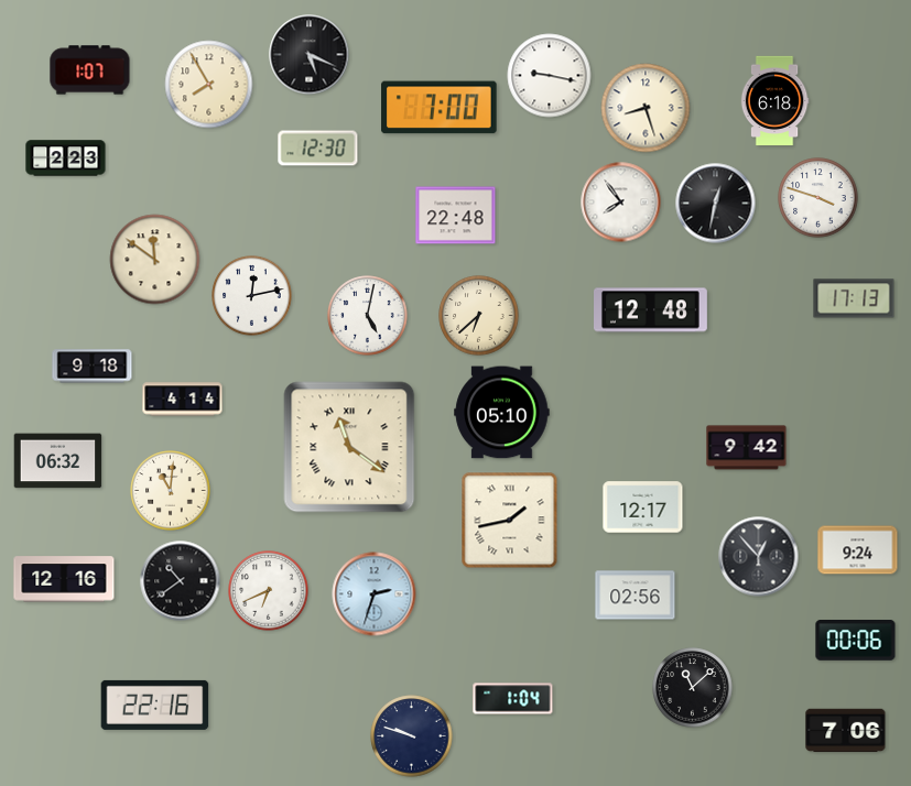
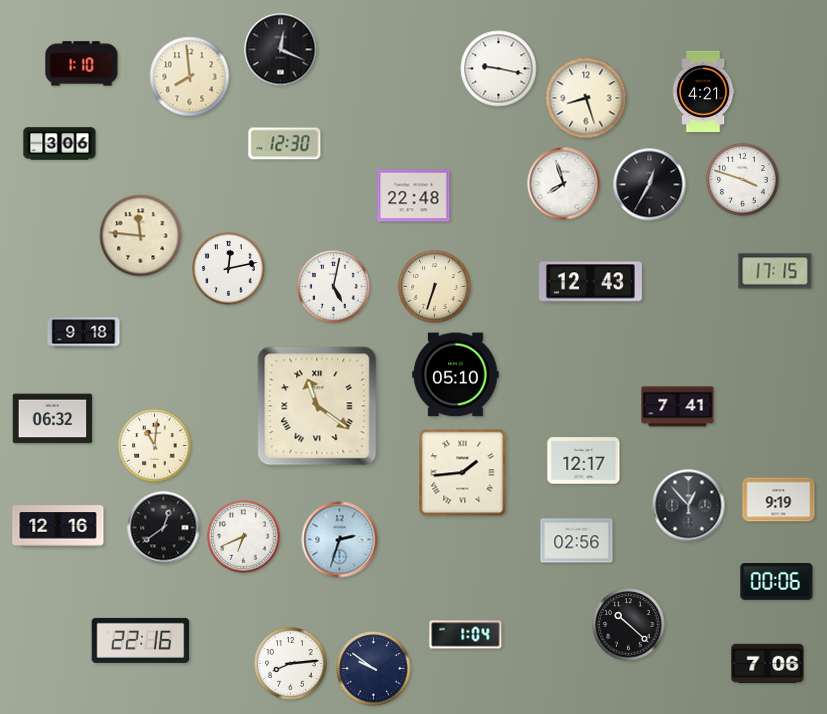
clock at (310, 55): 5:19 -> 12:19
clock at (90, 70): 1:07 -> 1:10
clock at (209, 85): 7:55 -> 7:59
clock at (774, 101): 6:18 -> 4:21
clock at (440, 108): 7:00 -> none
clock at (318, 149) position: (318, 149) -> (285, 144)
clock at (66, 159): 2:23 -> 3:06
clock at (621, 203): 7:54 -> 7:57
clock at (716, 204): 12:32 -> 12:35
clock at (155, 260): 11:51 -> 11:46
clock at (854, 298): 17:13 -> 17:15
clock at (651, 310): 12:48 -> 12:43
clock at (479, 316): 6:38 -> 6:33
clock at (183, 400): 4:14 -> none
clock at (747, 448): 9:42 -> 7:41
clock at (510, 521): 1:43 -> 1:44
clock at (858, 550): 9:24 -> 9:19
clock at (181, 581): 10:39 -> 12:39
clock at (693, 688): 11:08 -> 10:22
clock at (291, 664): none -> 8:14
clock at (412, 736): 9:48 -> 9:51
